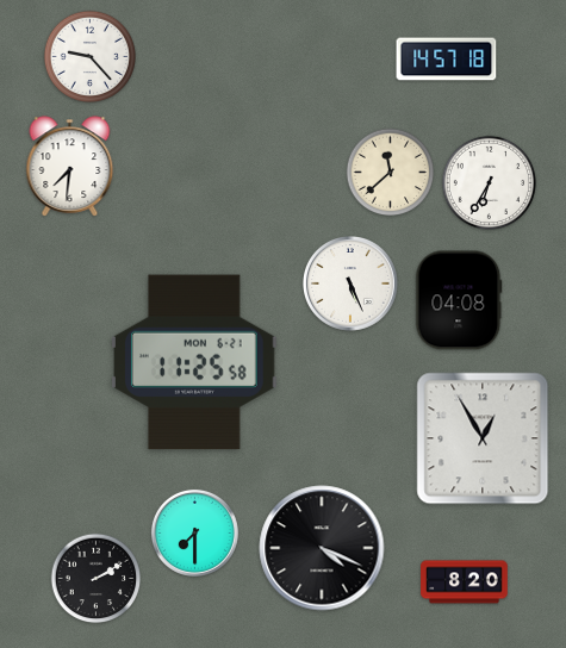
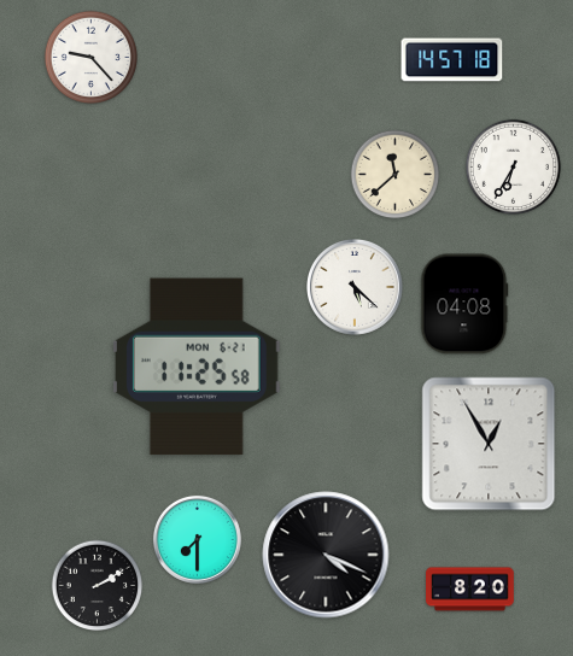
clock at (70, 167): 7:31 -> none
clock at (489, 182) position: (489, 182) -> (513, 166)
clock at (352, 285): 5:26 -> 5:22
